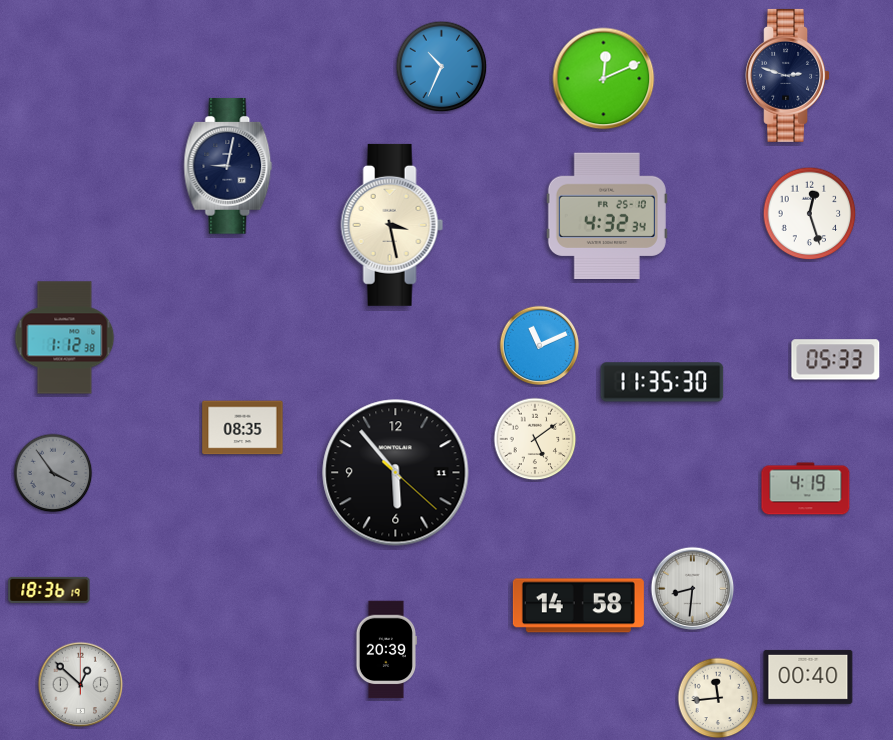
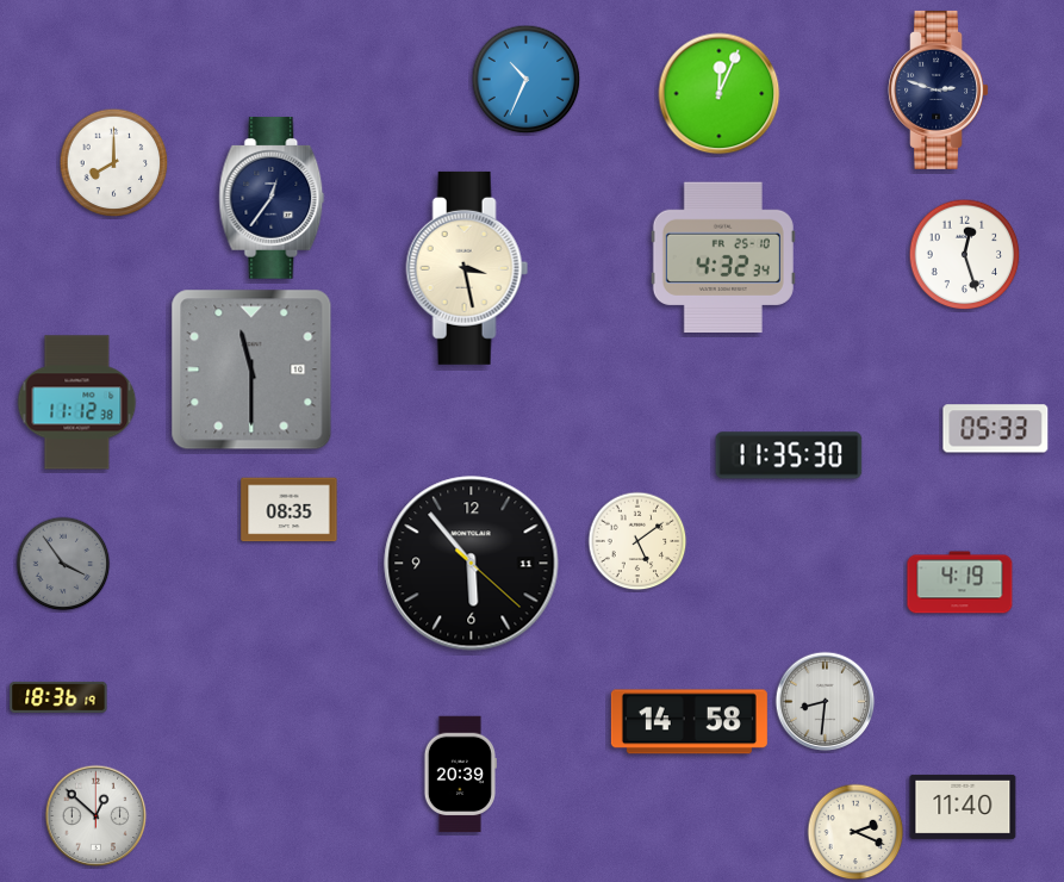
clock at (604, 79): 12:11 -> 12:04
clock at (114, 163): none -> 8:00
clock at (228, 166): 9:02 -> 12:36
clock at (251, 369): none -> 11:30
clock at (65, 338): 1:12 -> 11:12
clock at (540, 346): 11:11 -> none
clock at (535, 439) position: (535, 439) -> (637, 541)
clock at (49, 590) position: (49, 590) -> (58, 697)
clock at (808, 677): 00:40 -> 11:40
clock at (718, 698): 11:44 -> 2:19
